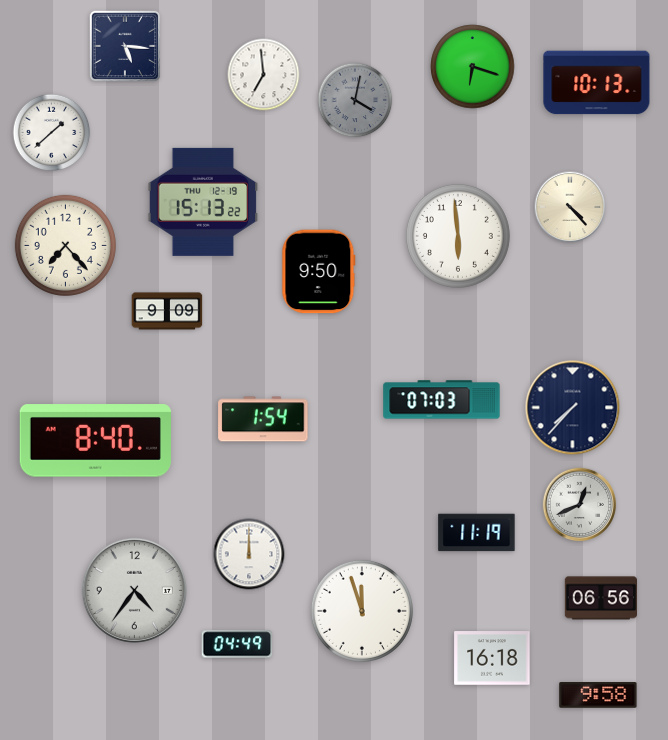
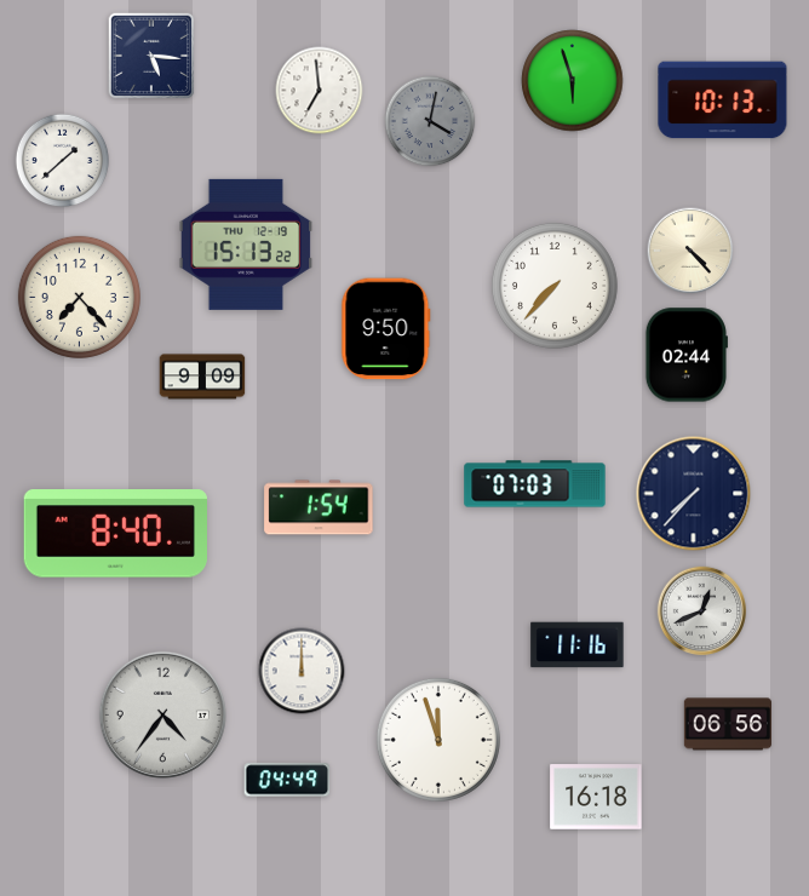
clock at (473, 67): 6:18 -> 5:57
clock at (458, 236): 5:59 -> 7:37
clock at (685, 355): none -> 02:44
clock at (477, 533): 11:19 -> 11:16
clock at (598, 695): 9:58 -> none
